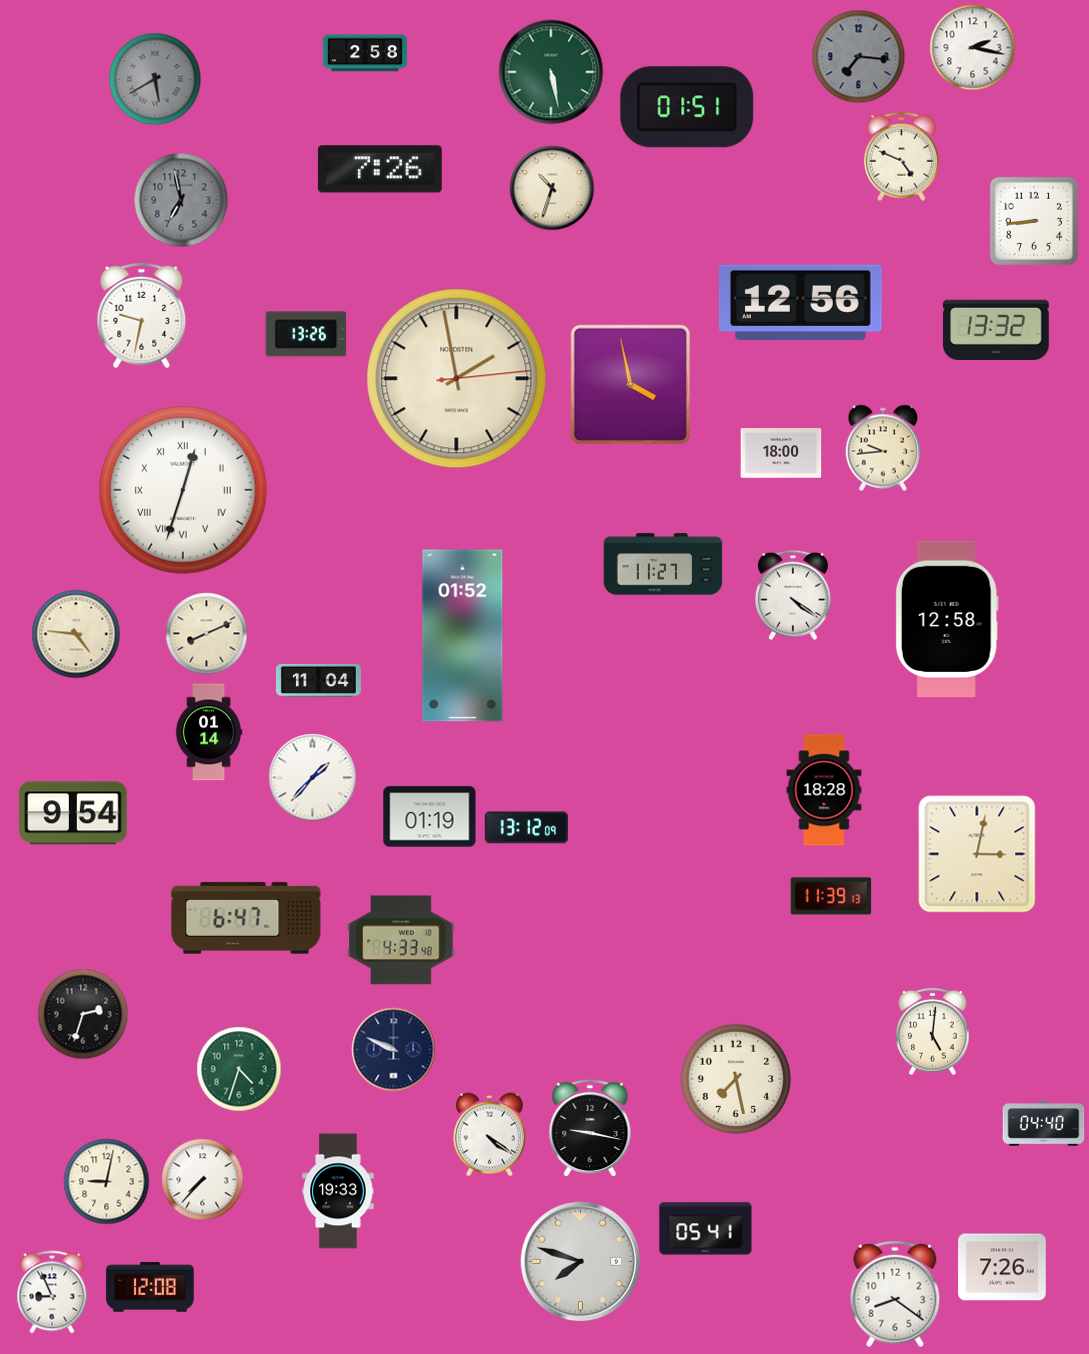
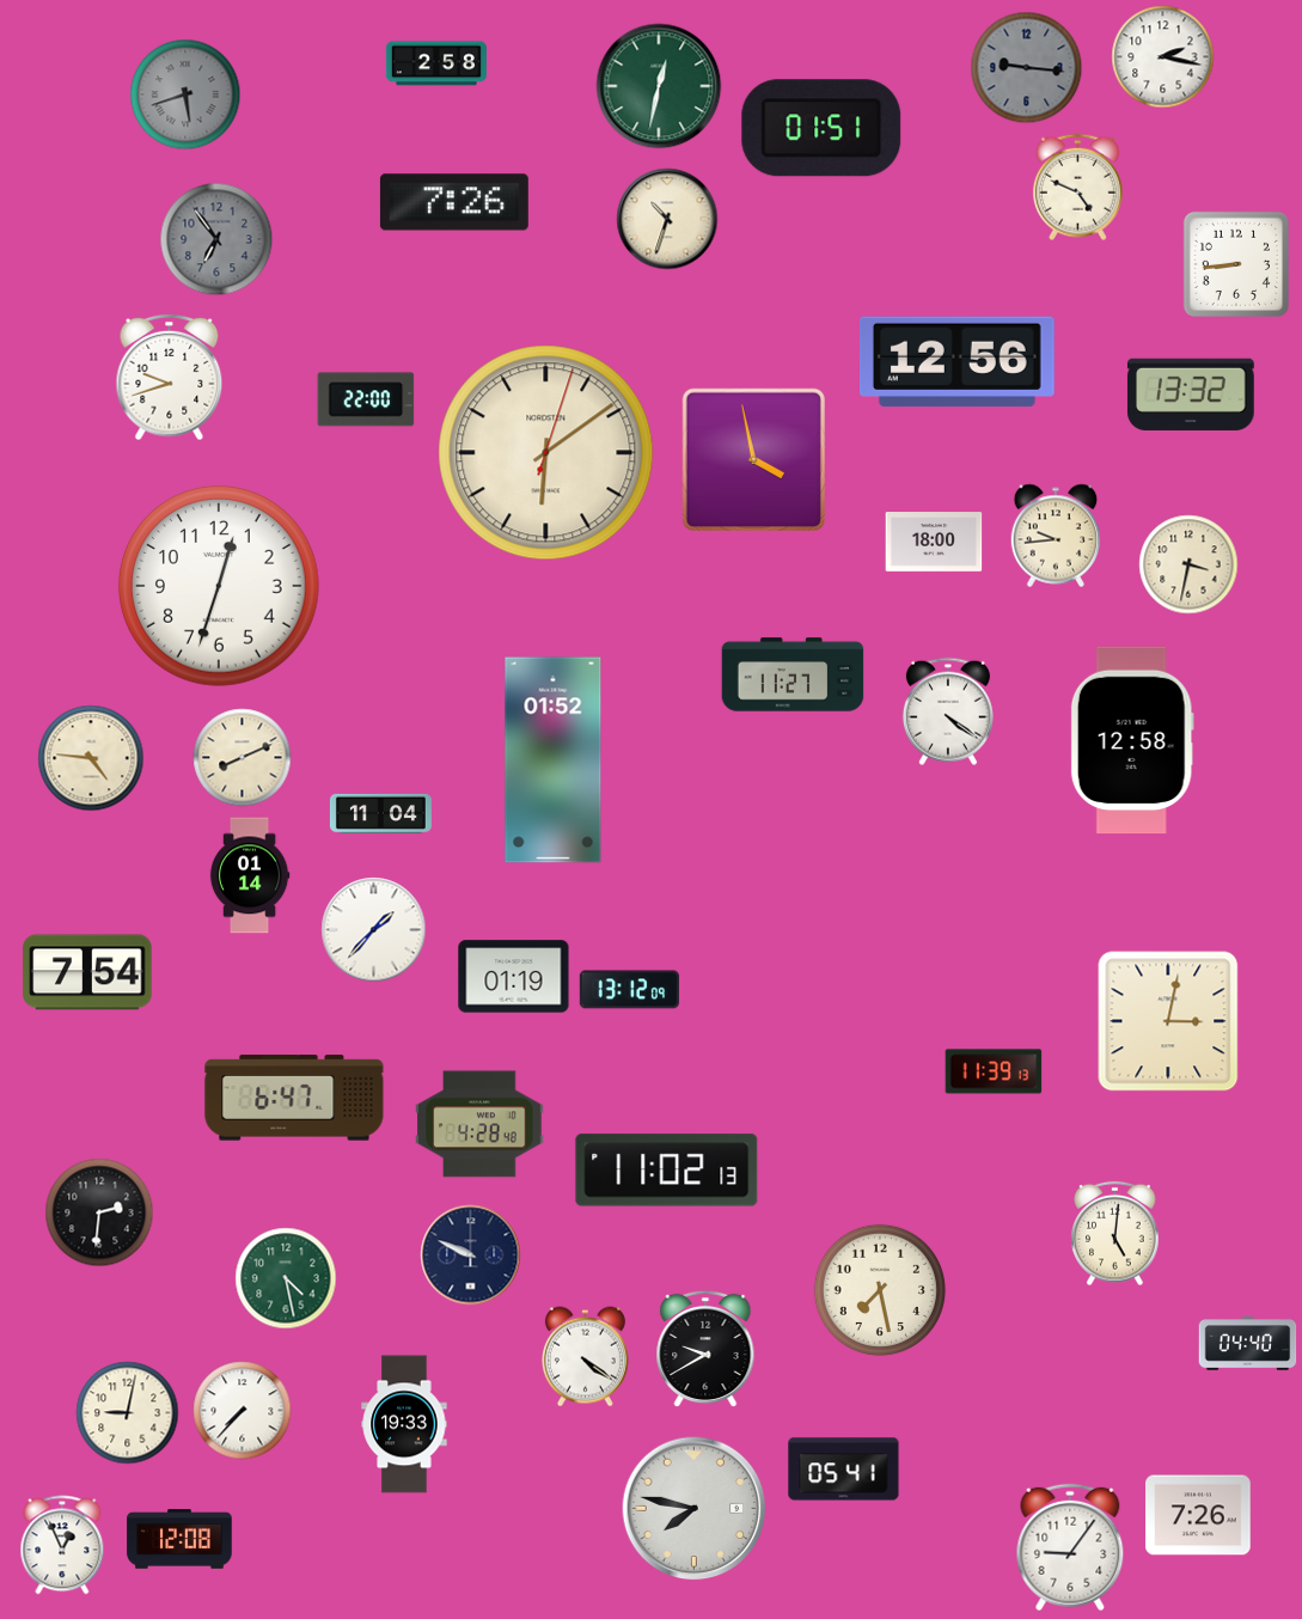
clock at (859, 57): 7:16 -> 9:16
clock at (551, 72): 5:28 -> 12:32
clock at (155, 79): 5:40 -> 5:42
clock at (552, 188) position: (552, 188) -> (667, 219)
clock at (181, 200): 6:58 -> 6:54
clock at (142, 316): 9:32 -> 9:42
clock at (306, 334): 13:26 -> 22:00
clock at (457, 379): 1:58 -> 6:09
clock at (1188, 564): none -> 3:32
clock at (184, 491) numerals: Roman -> Arabic
clock at (207, 634) position: (207, 634) -> (243, 758)
clock at (824, 790): 18:28 -> none
clock at (73, 813): 9:54 -> 7:54
clock at (401, 940): 4:33 -> 4:28
clock at (667, 1171): none -> 11:02
clock at (83, 1014): 2:33 -> 2:31
clock at (239, 1069): 4:33 -> 4:28
clock at (590, 1128): 9:17 -> 9:40
clock at (581, 1262): 7:48 -> 7:47
clock at (52, 1292): 8:56 -> 12:56
clock at (895, 1294): 8:21 -> 9:06
